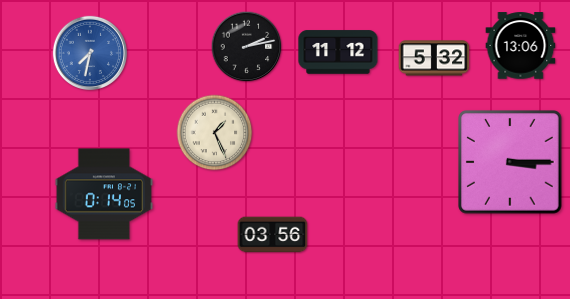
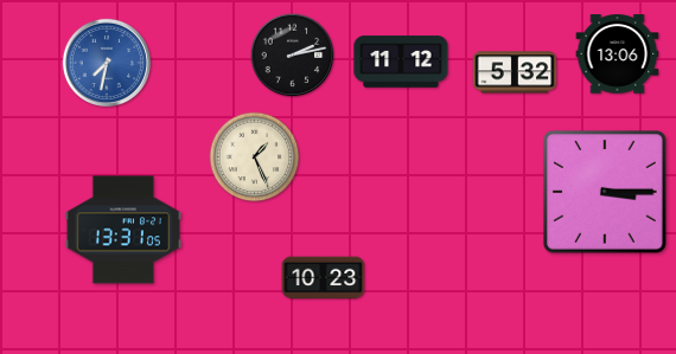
clock at (434, 58) position: (434, 58) -> (515, 72)
clock at (103, 194): 0:14 -> 13:31
clock at (273, 235): 03:56 -> 10:23
